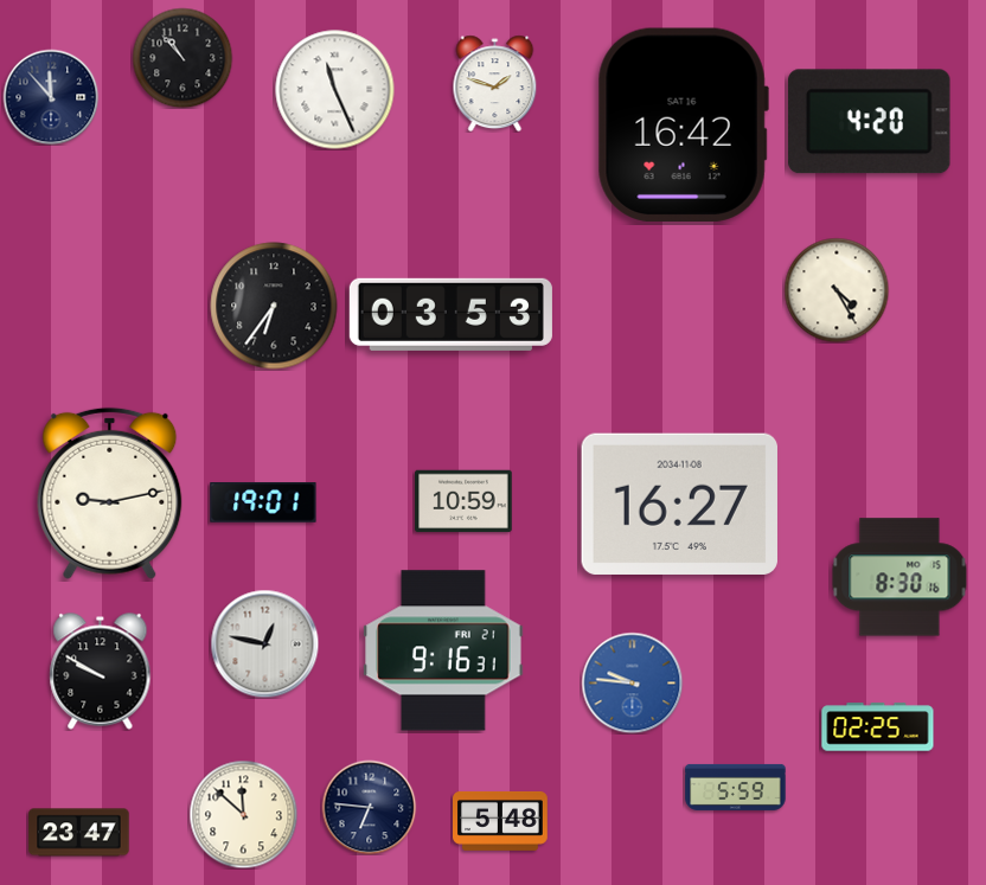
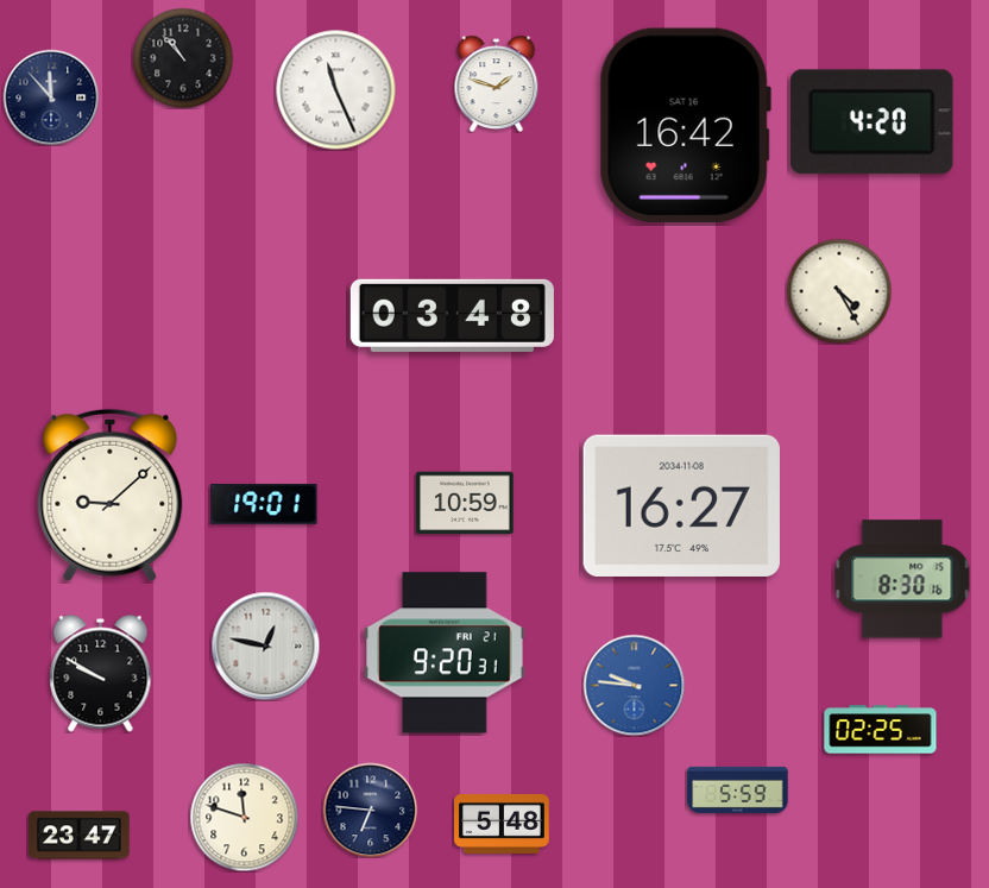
clock at (274, 306): 6:36 -> none
clock at (450, 314): 03:53 -> 03:48
clock at (110, 493): 9:13 -> 9:08
clock at (443, 650): 9:16 -> 9:20
clock at (243, 814): 11:52 -> 11:48
